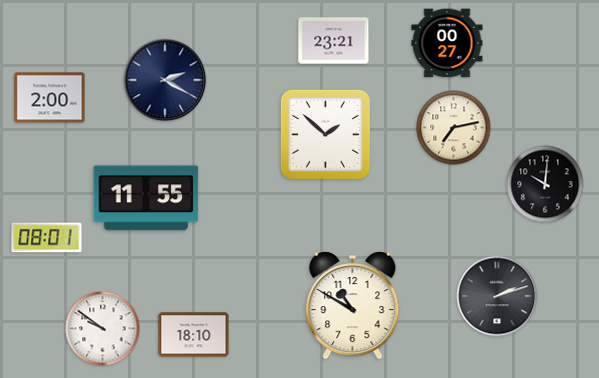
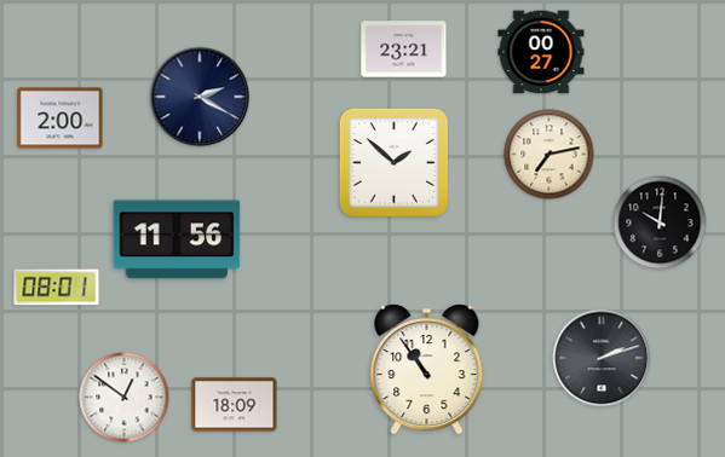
clock at (146, 198): 11:55 -> 11:56
clock at (353, 306): 10:50 -> 10:54
clock at (103, 329): 9:51 -> 12:51
clock at (194, 335): 18:10 -> 18:09
